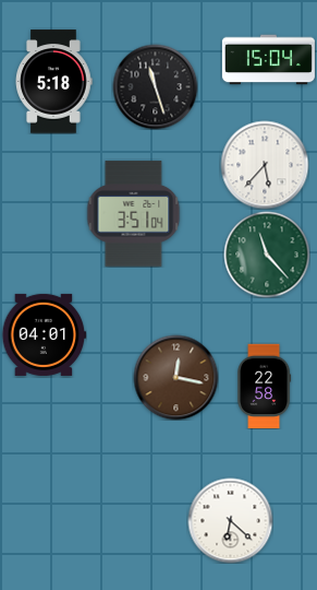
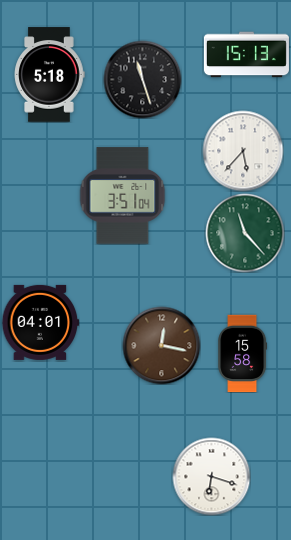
clock at (268, 60): 15:04 -> 15:13
clock at (44, 334) position: (44, 334) -> (40, 322)
clock at (265, 386): 22:58 -> 15:58
clock at (230, 520): 6:22 -> 6:18
